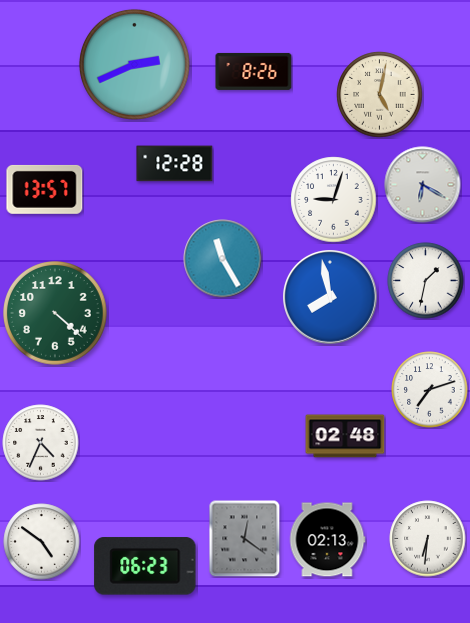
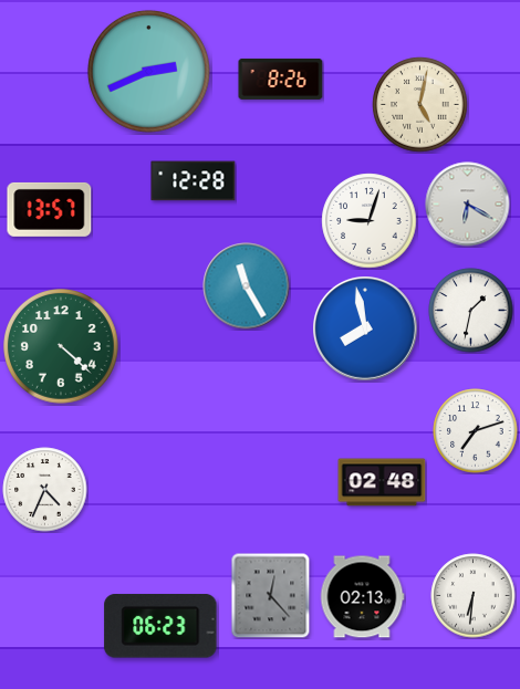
clock at (245, 538): 12:21 -> 12:23
clock at (42, 542): 4:51 -> none
